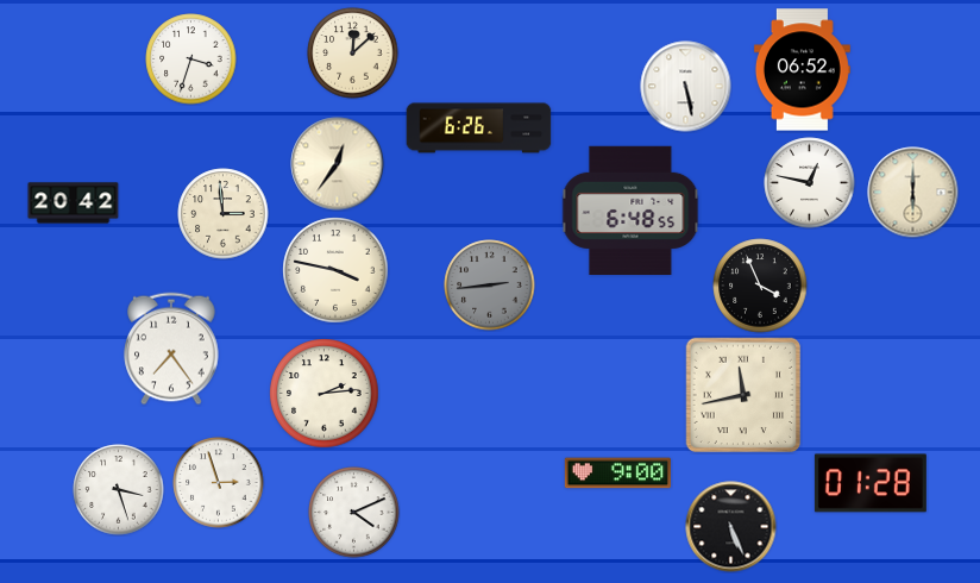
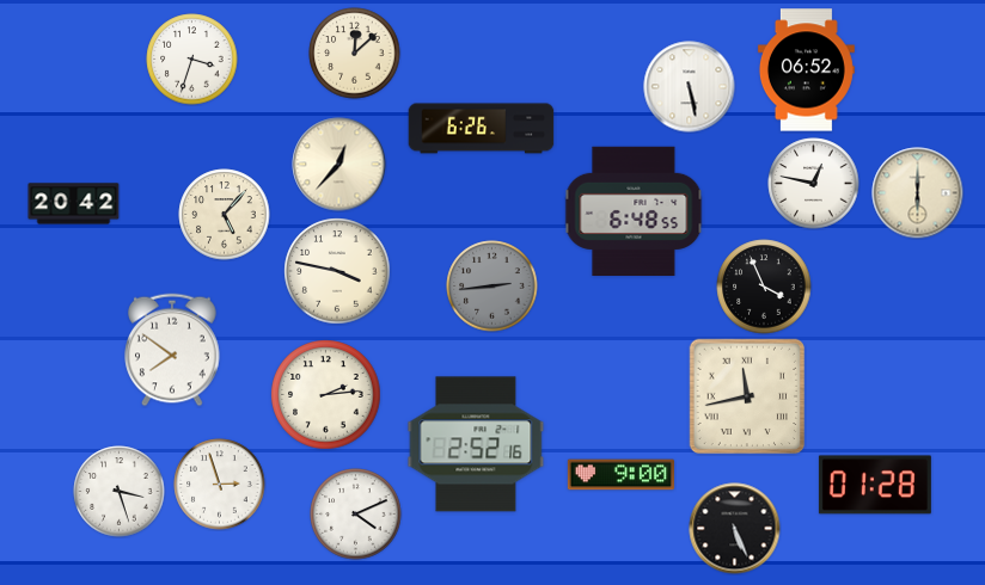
clock at (338, 164): 12:36 -> 12:37
clock at (224, 214): 2:59 -> 5:07
clock at (171, 349): 7:24 -> 7:51
clock at (476, 444): none -> 2:52
